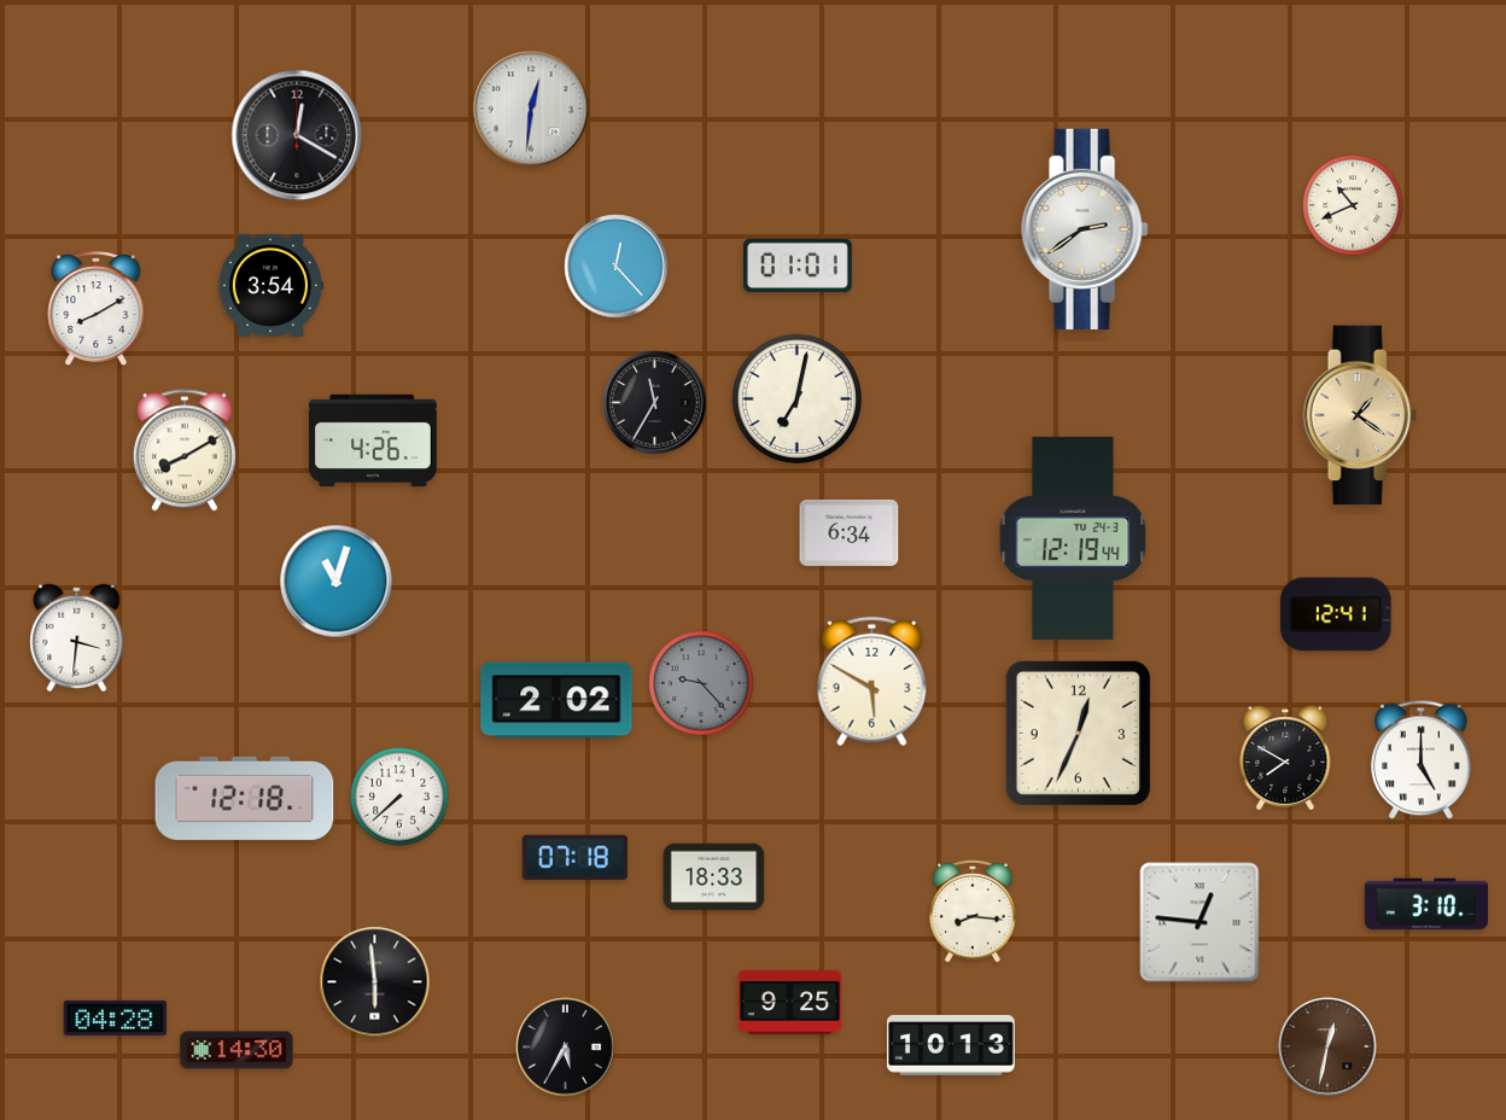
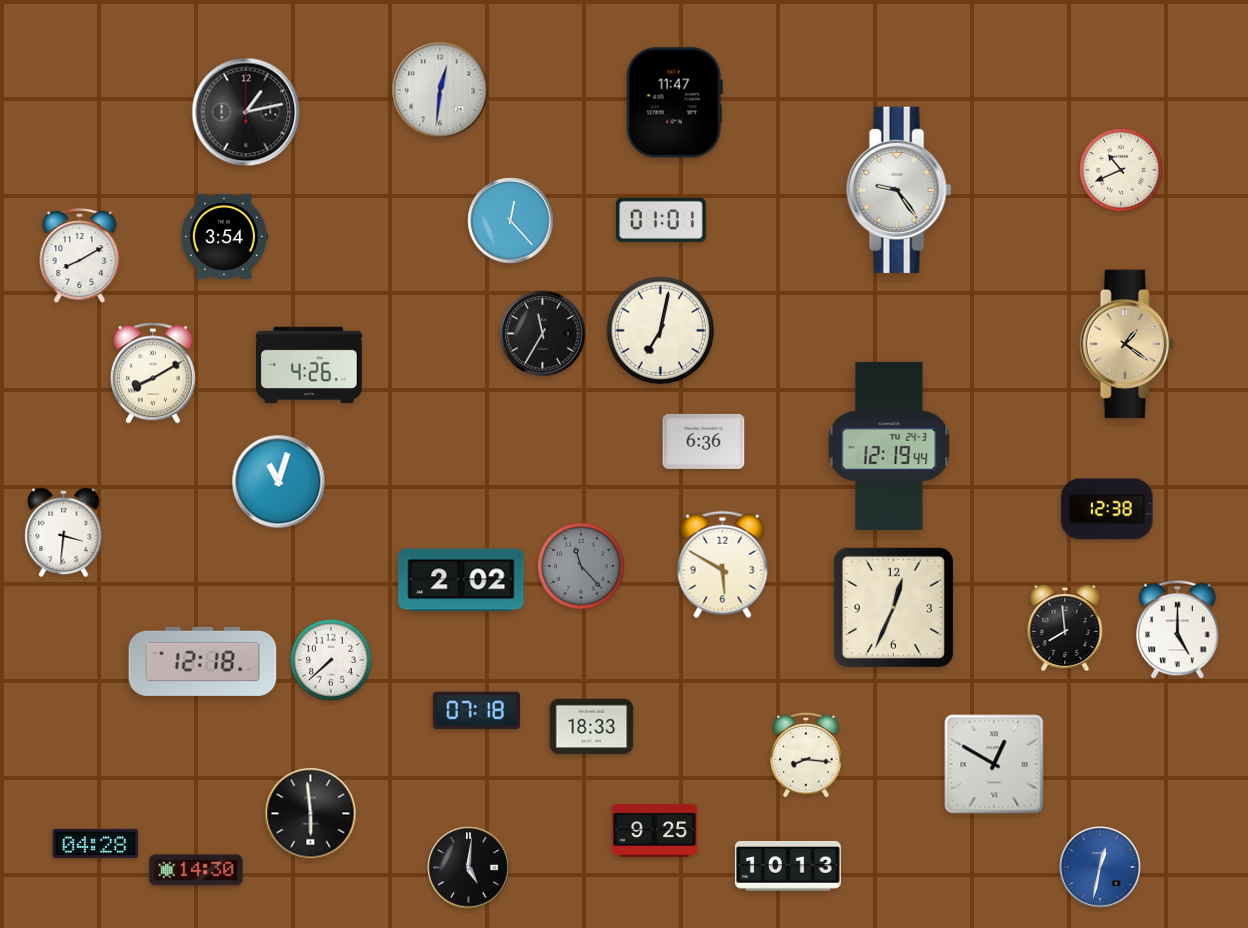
clock at (674, 103): none -> 11:47
clock at (297, 135): 12:20 -> 1:13
clock at (1085, 229): 2:39 -> 9:24
clock at (850, 532): 6:34 -> 6:36
clock at (1336, 614): 12:41 -> 12:38
clock at (77, 638) position: (77, 638) -> (64, 533)
clock at (701, 683): 9:23 -> 11:23
clock at (1285, 759): 7:50 -> 7:59
clock at (1426, 904): 3:10 -> none
clock at (1199, 922): 12:46 -> 12:50
clock at (1327, 1046) dial: brown -> blue
clock at (566, 1048): 5:35 -> 5:01
